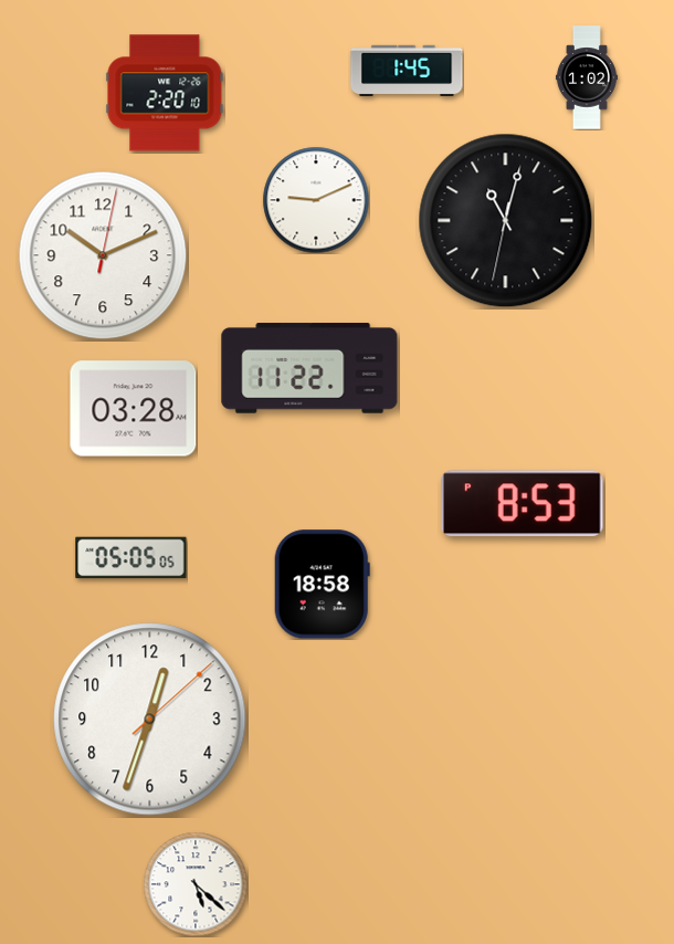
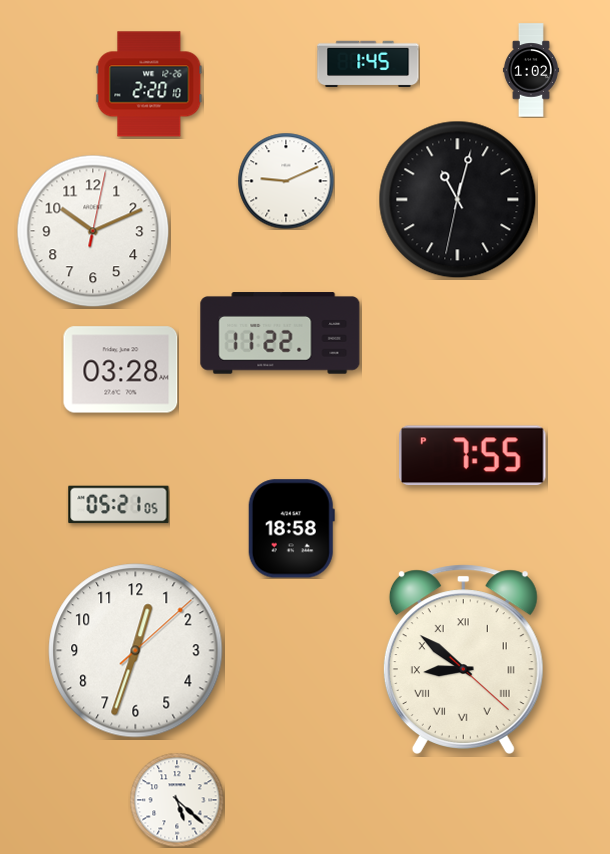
clock at (523, 504): 8:53 -> 7:55
clock at (131, 558): 05:05 -> 05:21
clock at (463, 659): none -> 8:51
